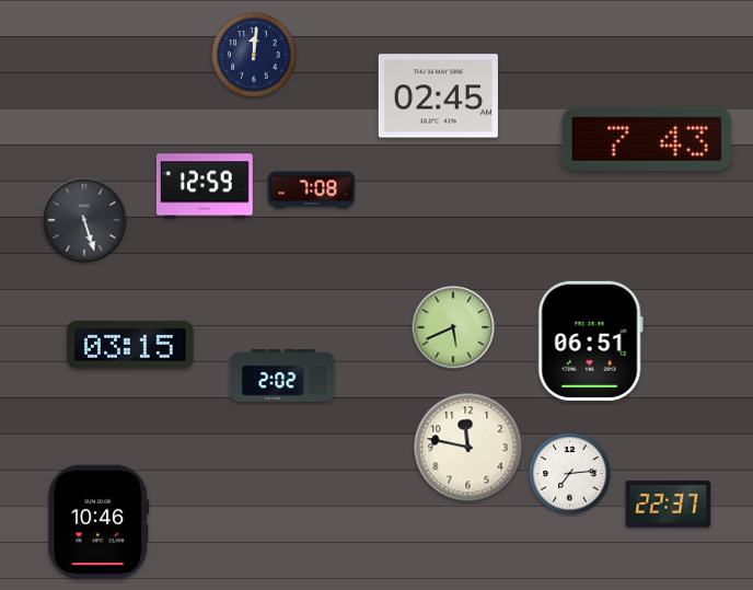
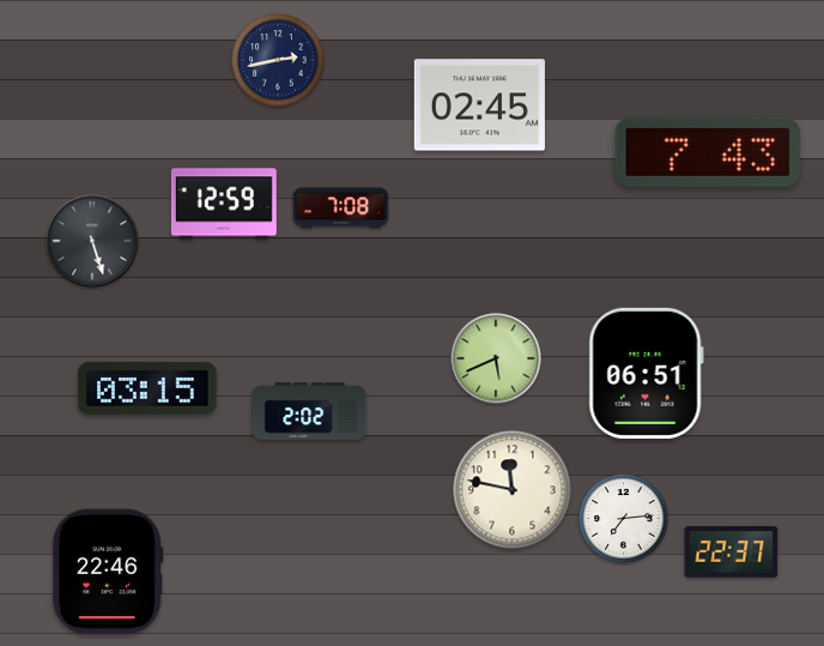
clock at (254, 55): 12:01 -> 2:43
clock at (130, 345) position: (130, 345) -> (147, 388)
clock at (99, 522): 10:46 -> 22:46
